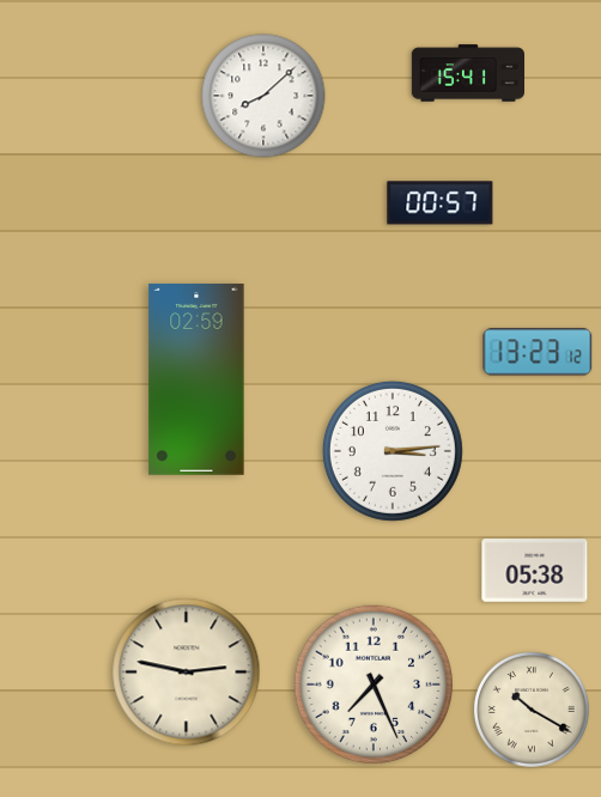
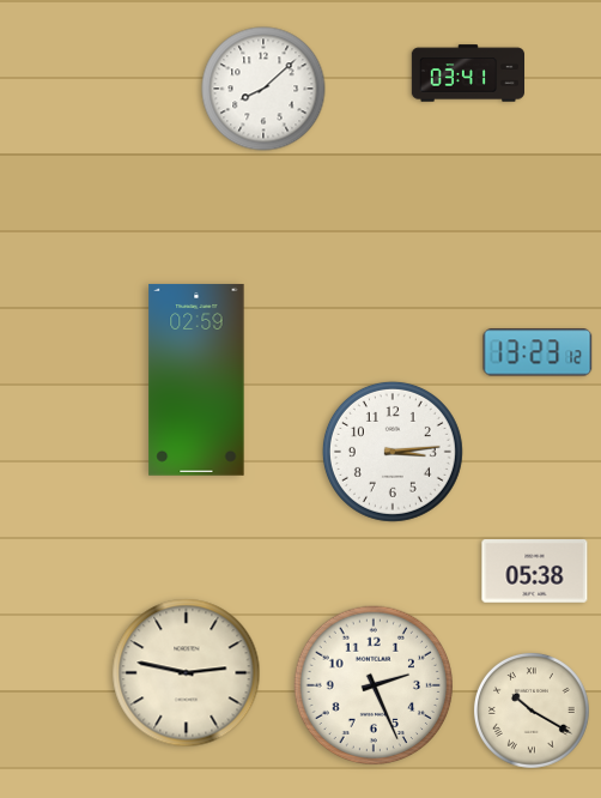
clock at (467, 73): 15:41 -> 03:41
clock at (263, 96) position: (263, 96) -> (263, 89)
clock at (441, 203): 00:57 -> none
clock at (374, 685): 7:26 -> 2:26
